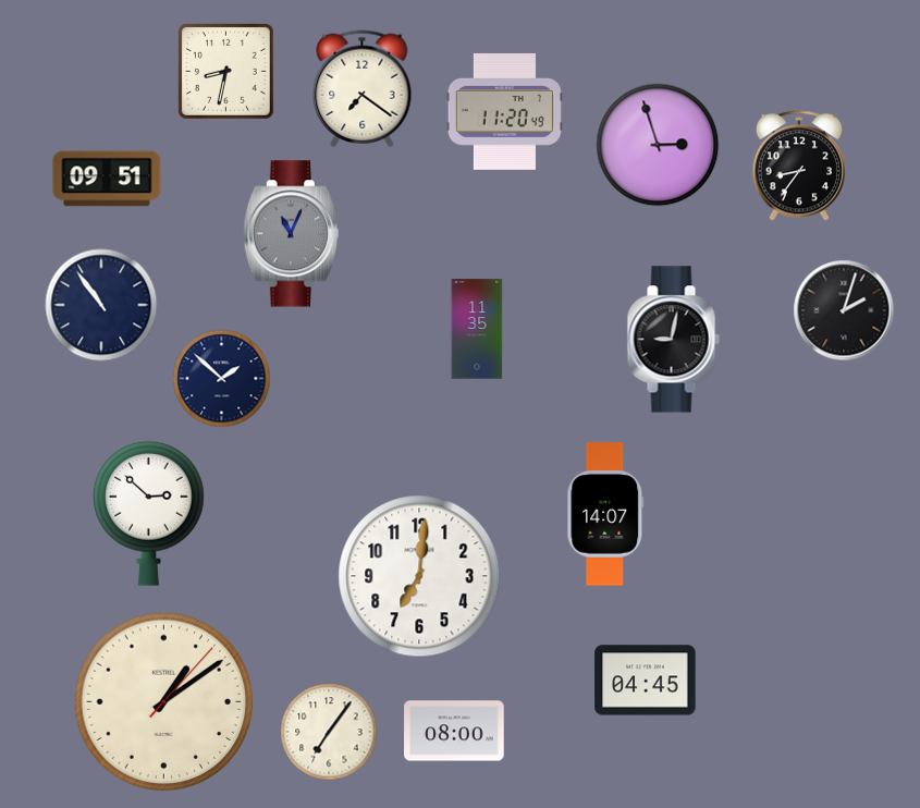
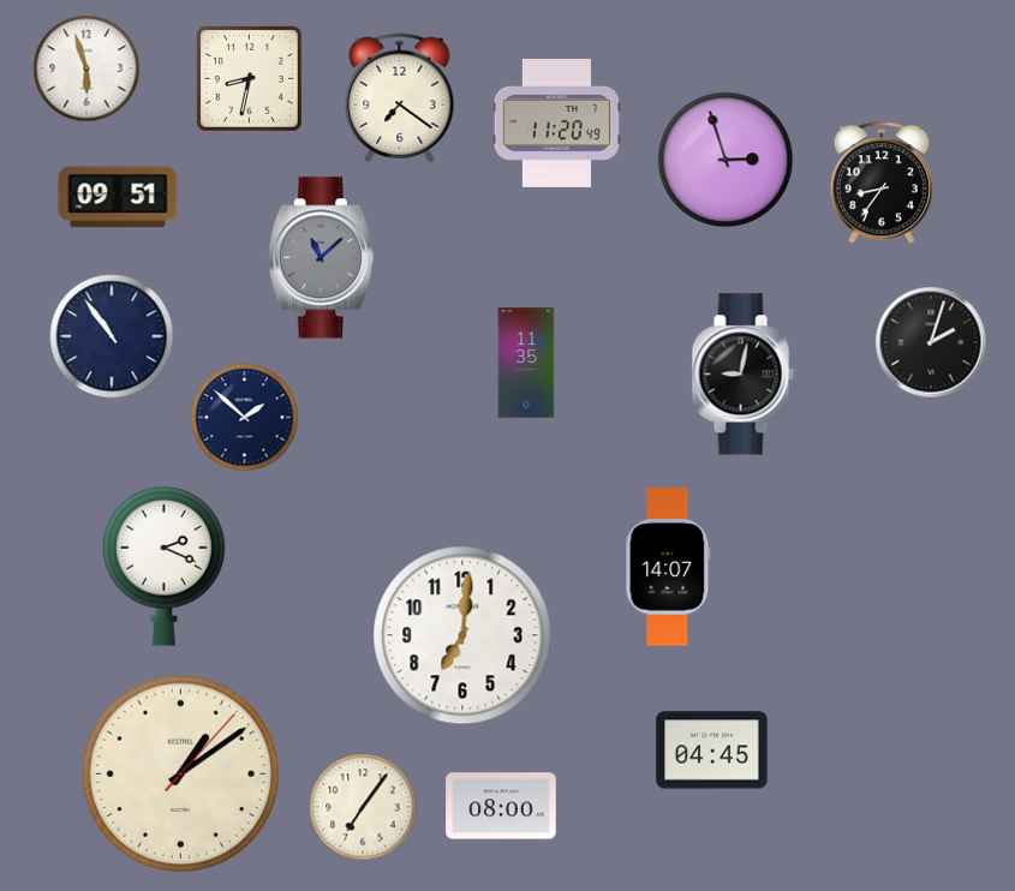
clock at (86, 68): none -> 5:57
clock at (291, 234): 11:04 -> 11:08
clock at (148, 513): 2:52 -> 2:19
